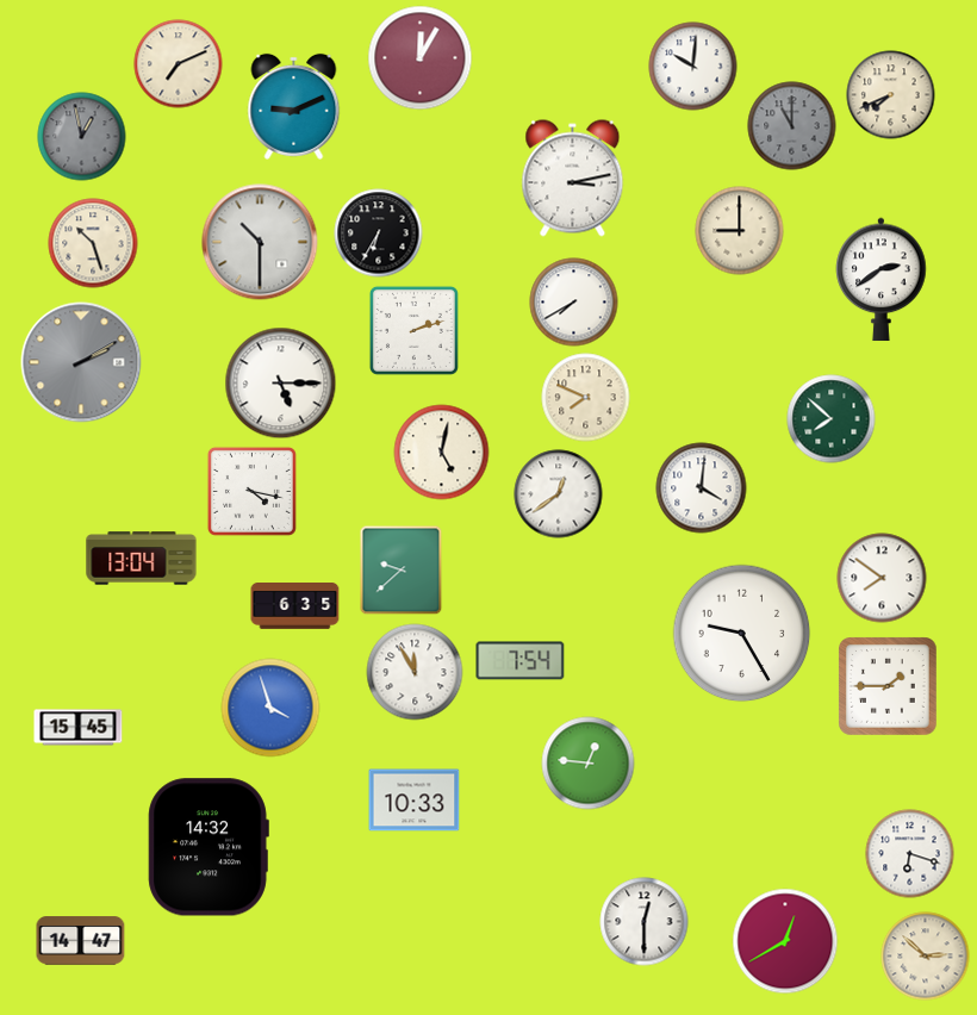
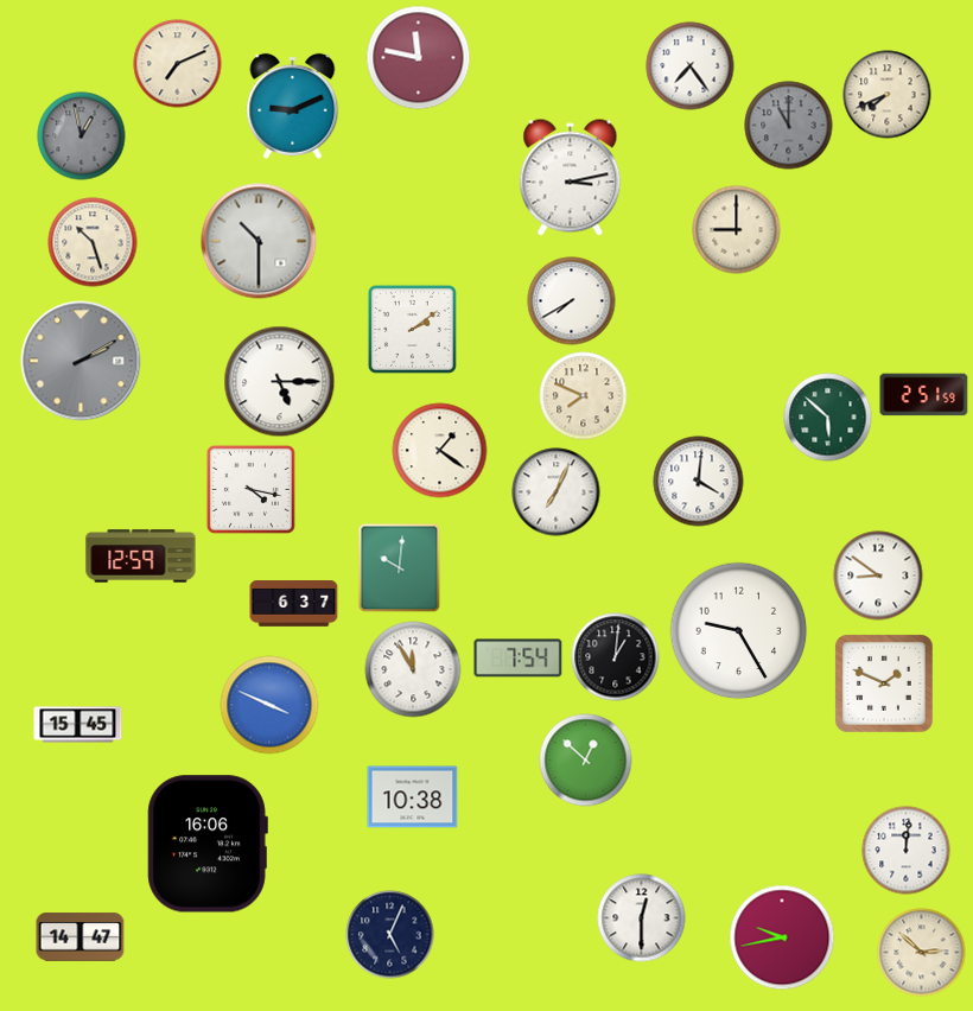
clock at (421, 58): 12:05 -> 11:47
clock at (693, 67): 10:01 -> 7:24
clock at (379, 233): 6:35 -> none
clock at (882, 280): 2:39 -> none
clock at (413, 330): 2:12 -> 2:09
clock at (924, 395): none -> 2:51
clock at (832, 419): 7:52 -> 5:52
clock at (442, 453): 5:02 -> 1:21
clock at (702, 488) position: (702, 488) -> (699, 482)
clock at (559, 494): 12:39 -> 7:04
clock at (142, 559): 13:04 -> 12:59
clock at (402, 571): 9:38 -> 10:01
clock at (882, 578): 7:51 -> 8:51
clock at (295, 606): 6:35 -> 6:37
clock at (616, 657): none -> 1:01
clock at (889, 687): 1:45 -> 1:49
clock at (270, 708): 3:57 -> 3:49
clock at (589, 764): 12:46 -> 12:52
clock at (415, 801): 10:33 -> 10:38
clock at (209, 847): 14:32 -> 16:06
clock at (910, 854): 6:18 -> 12:01
clock at (390, 935): none -> 5:04
clock at (785, 941): 12:40 -> 9:43
